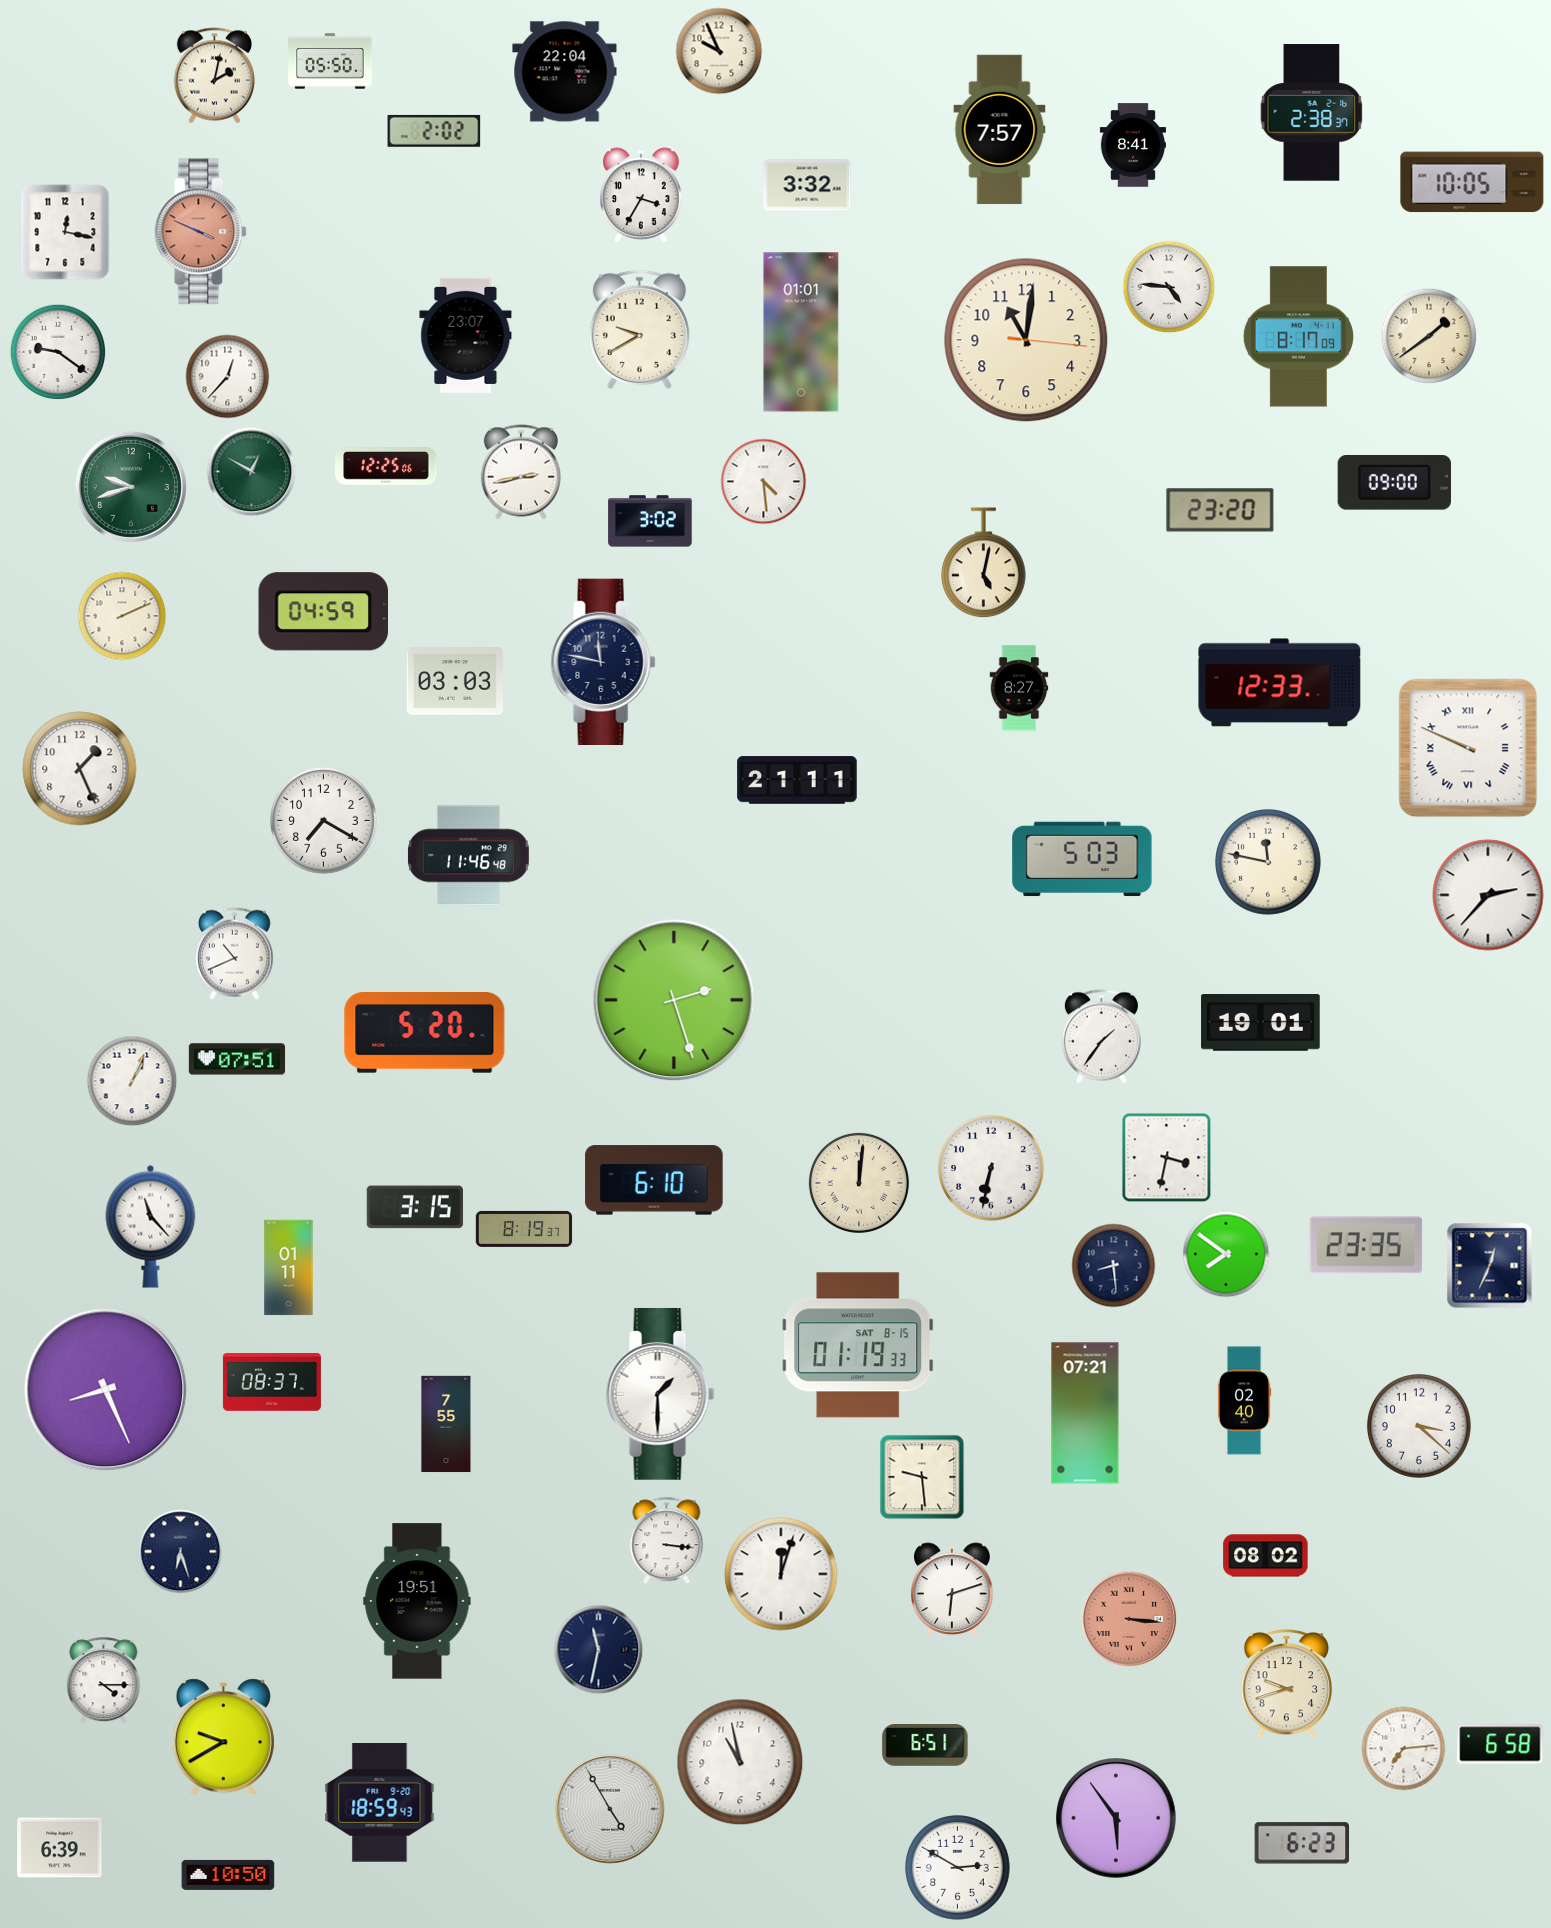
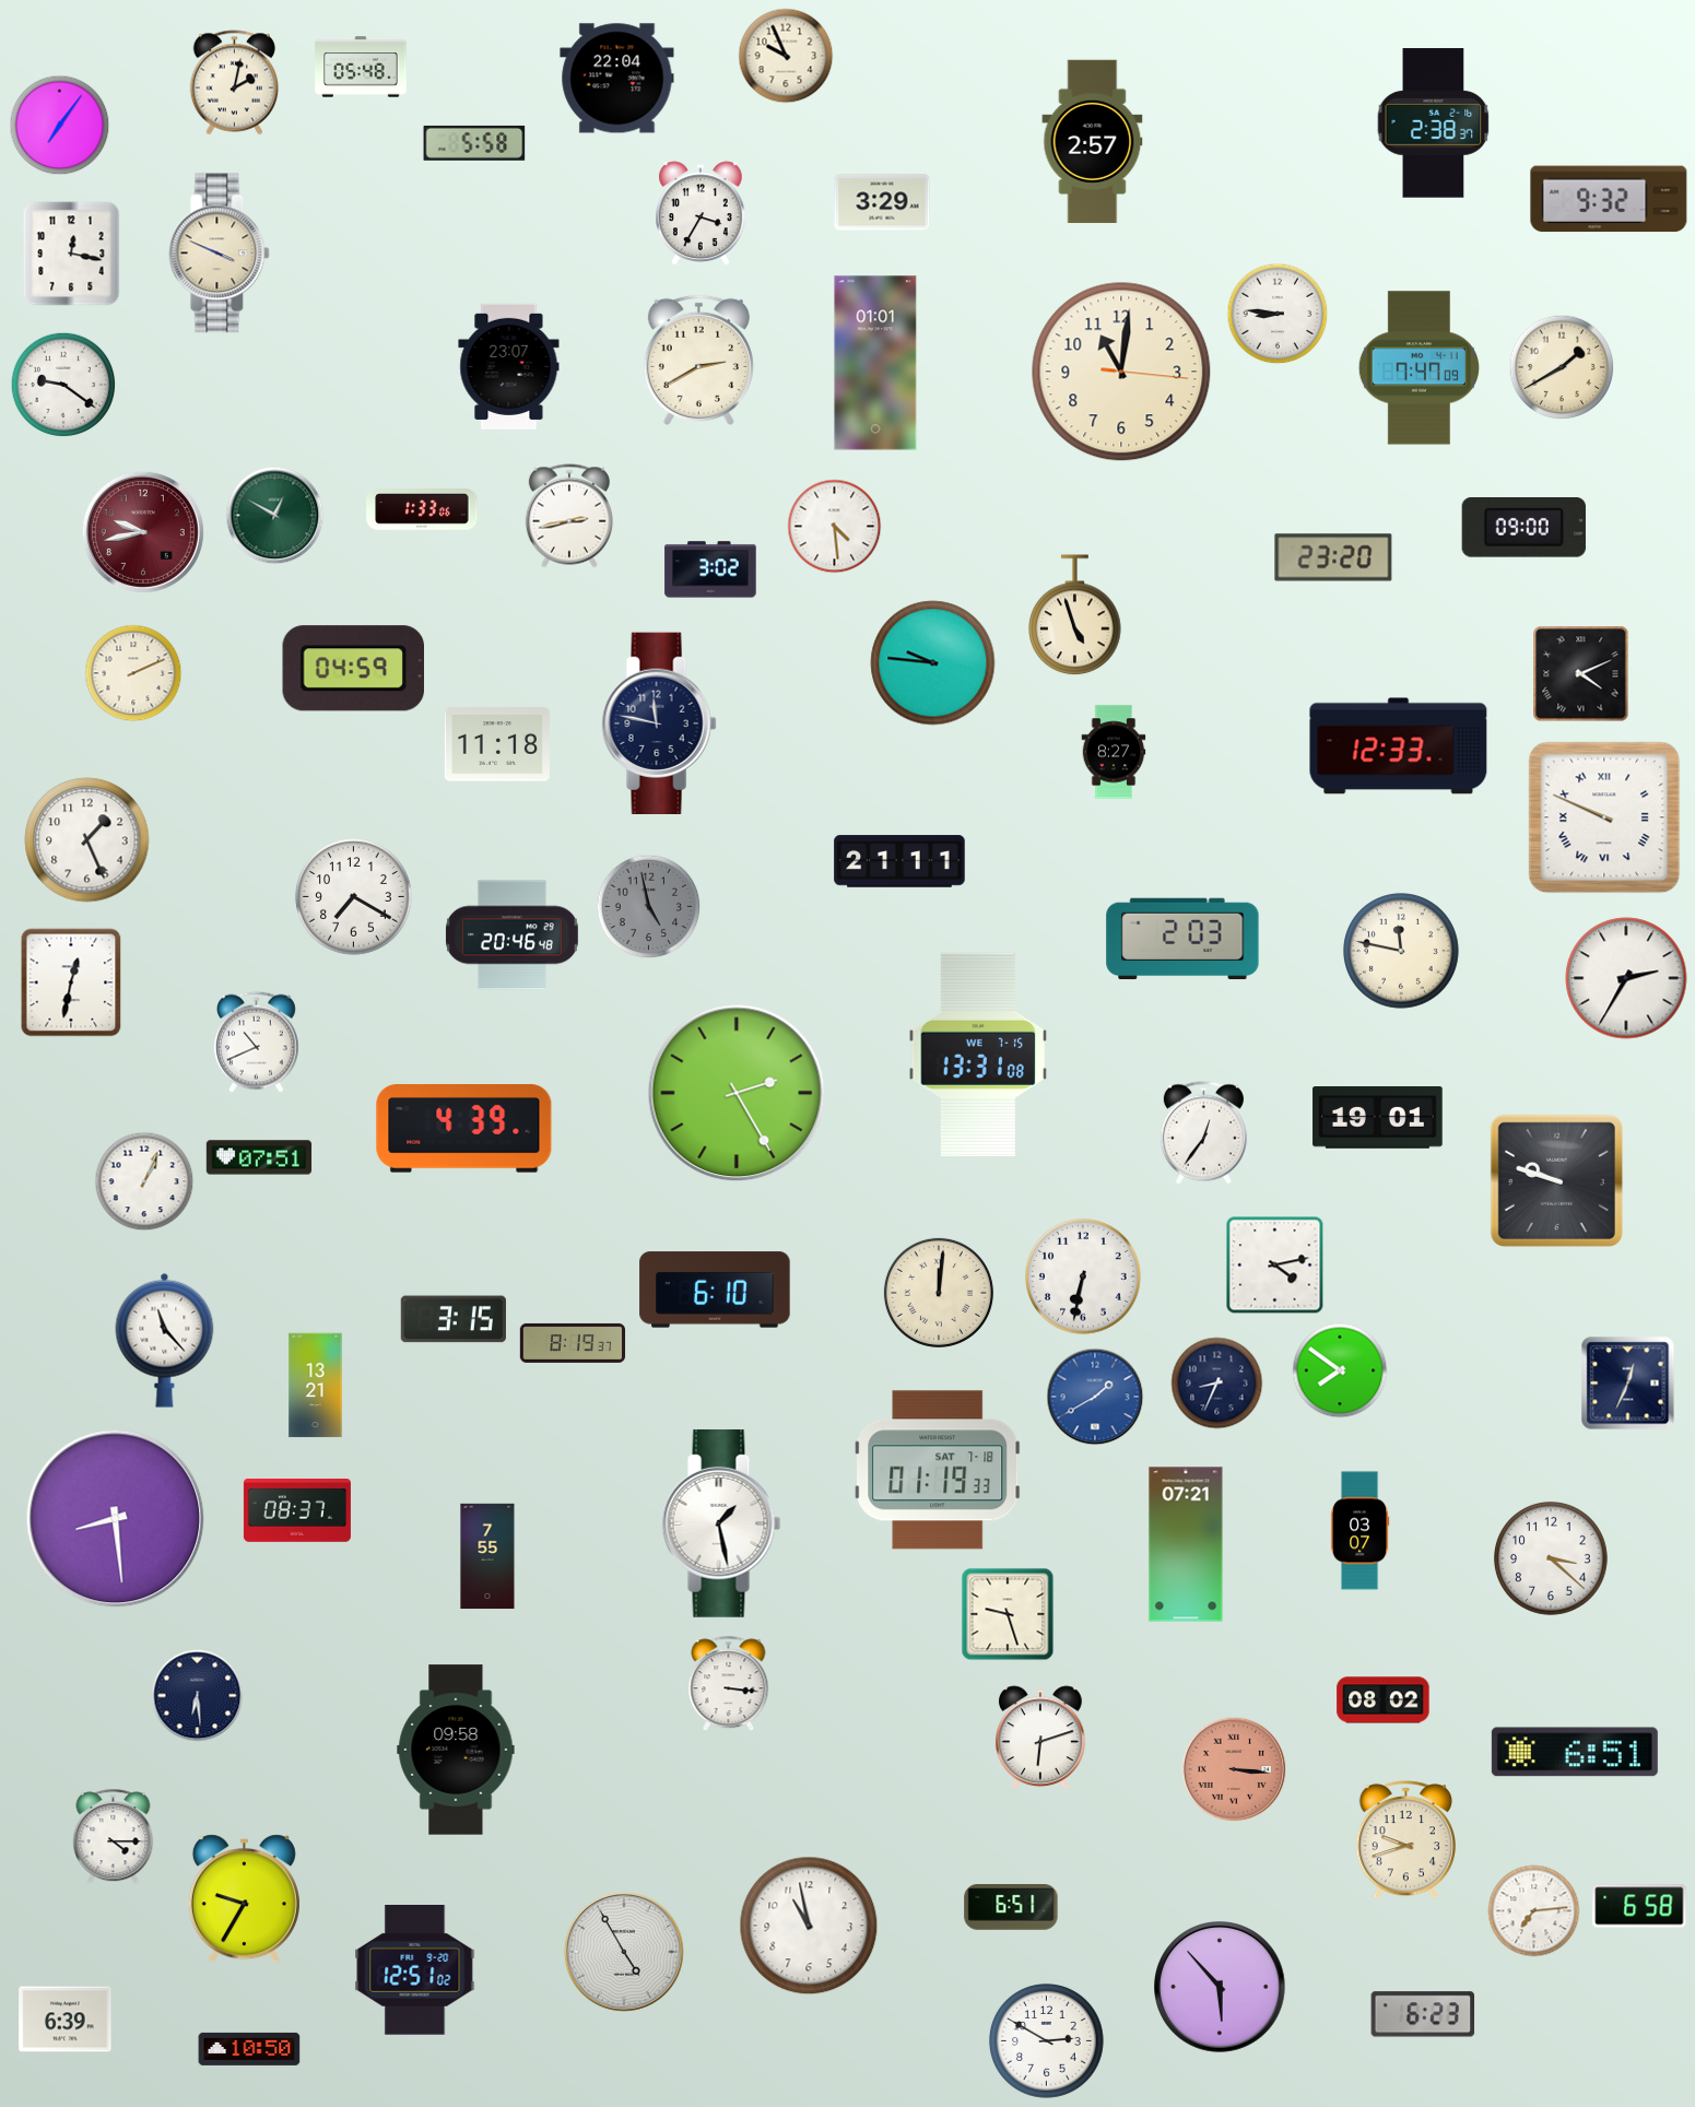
clock at (330, 61): 05:50 -> 05:48
clock at (60, 126): none -> 7:06
clock at (1000, 130): 7:57 -> 2:57
clock at (434, 131): 2:02 -> 5:58
clock at (1133, 145): 8:41 -> none
clock at (1472, 182): 10:05 -> 9:32
clock at (807, 185): 3:32 -> 3:29
clock at (201, 232) dial: salmon -> cream
clock at (1169, 287): 4:46 -> 8:46
clock at (639, 329): 9:40 -> 2:40
clock at (1429, 336): 1:39 -> 1:40
clock at (1298, 337): 8:17 -> 7:47
clock at (228, 377): 12:37 -> none
clock at (386, 466): 12:25 -> 1:33
clock at (131, 487): 9:42 -> 9:43
clock at (131, 487) dial: green -> burgundy
clock at (984, 563): 5:02 -> 4:57
clock at (933, 663): none -> 9:46
clock at (1581, 674): none -> 4:11
clock at (454, 681): 03:03 -> 11:18
clock at (797, 780) position: (797, 780) -> (899, 861)
clock at (649, 907): none -> 4:58
clock at (468, 856): 11:46 -> 20:46
clock at (1082, 859): 5:03 -> 2:03
clock at (1269, 863) position: (1269, 863) -> (1402, 952)
clock at (1488, 895): 2:37 -> 2:35
clock at (71, 982): none -> 12:32
clock at (977, 1055): none -> 13:31
clock at (674, 1000): 2:27 -> 2:25
clock at (425, 1033): 5:20 -> 4:39
clock at (1101, 1037): 1:36 -> 12:36
clock at (1556, 1180): none -> 9:48
clock at (1167, 1158): 3:32 -> 4:13
clock at (1366, 1245): 23:35 -> none
clock at (1114, 1266): 8:29 -> 8:34
clock at (289, 1268): 01:11 -> 13:21
clock at (1095, 1397): none -> 1:40
clock at (858, 1345) date: SAT 8-15 -> SAT 7-18
clock at (106, 1390): 8:26 -> 8:29
clock at (660, 1394): 1:30 -> 1:28
clock at (1244, 1401): 02:40 -> 03:07
clock at (922, 1477): 9:29 -> 9:27
clock at (181, 1552): 6:27 -> 6:29
clock at (781, 1574): 12:03 -> none
clock at (417, 1601): 19:51 -> 09:58
clock at (1575, 1752): none -> 6:51
clock at (599, 1650): 11:32 -> none
clock at (223, 1738): 9:40 -> 9:35
clock at (380, 1803): 18:59 -> 12:51
clock at (610, 1809) position: (610, 1809) -> (624, 1952)
clock at (1117, 1819): 5:54 -> 5:53
